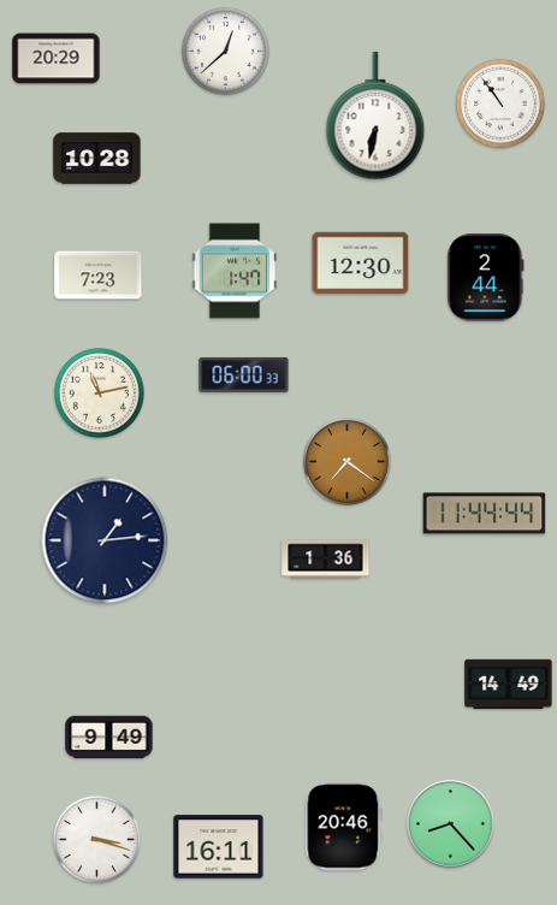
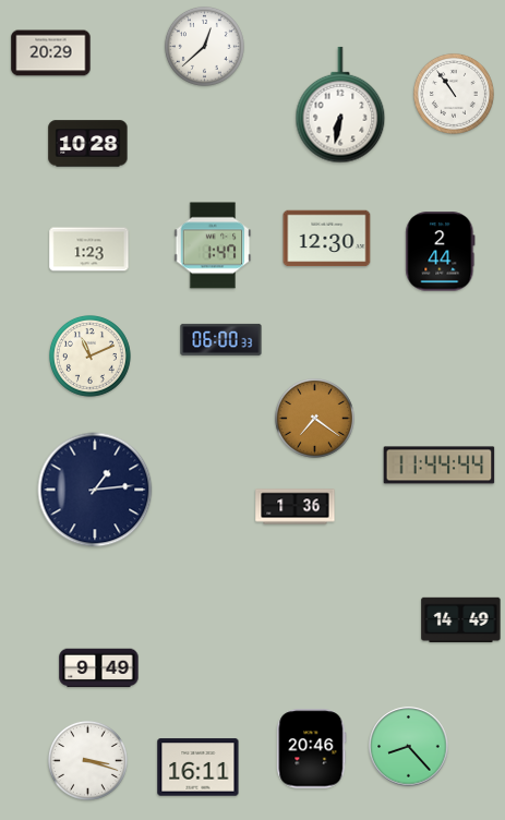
clock at (99, 276): 7:23 -> 1:23
clock at (99, 392): 11:13 -> 11:11
